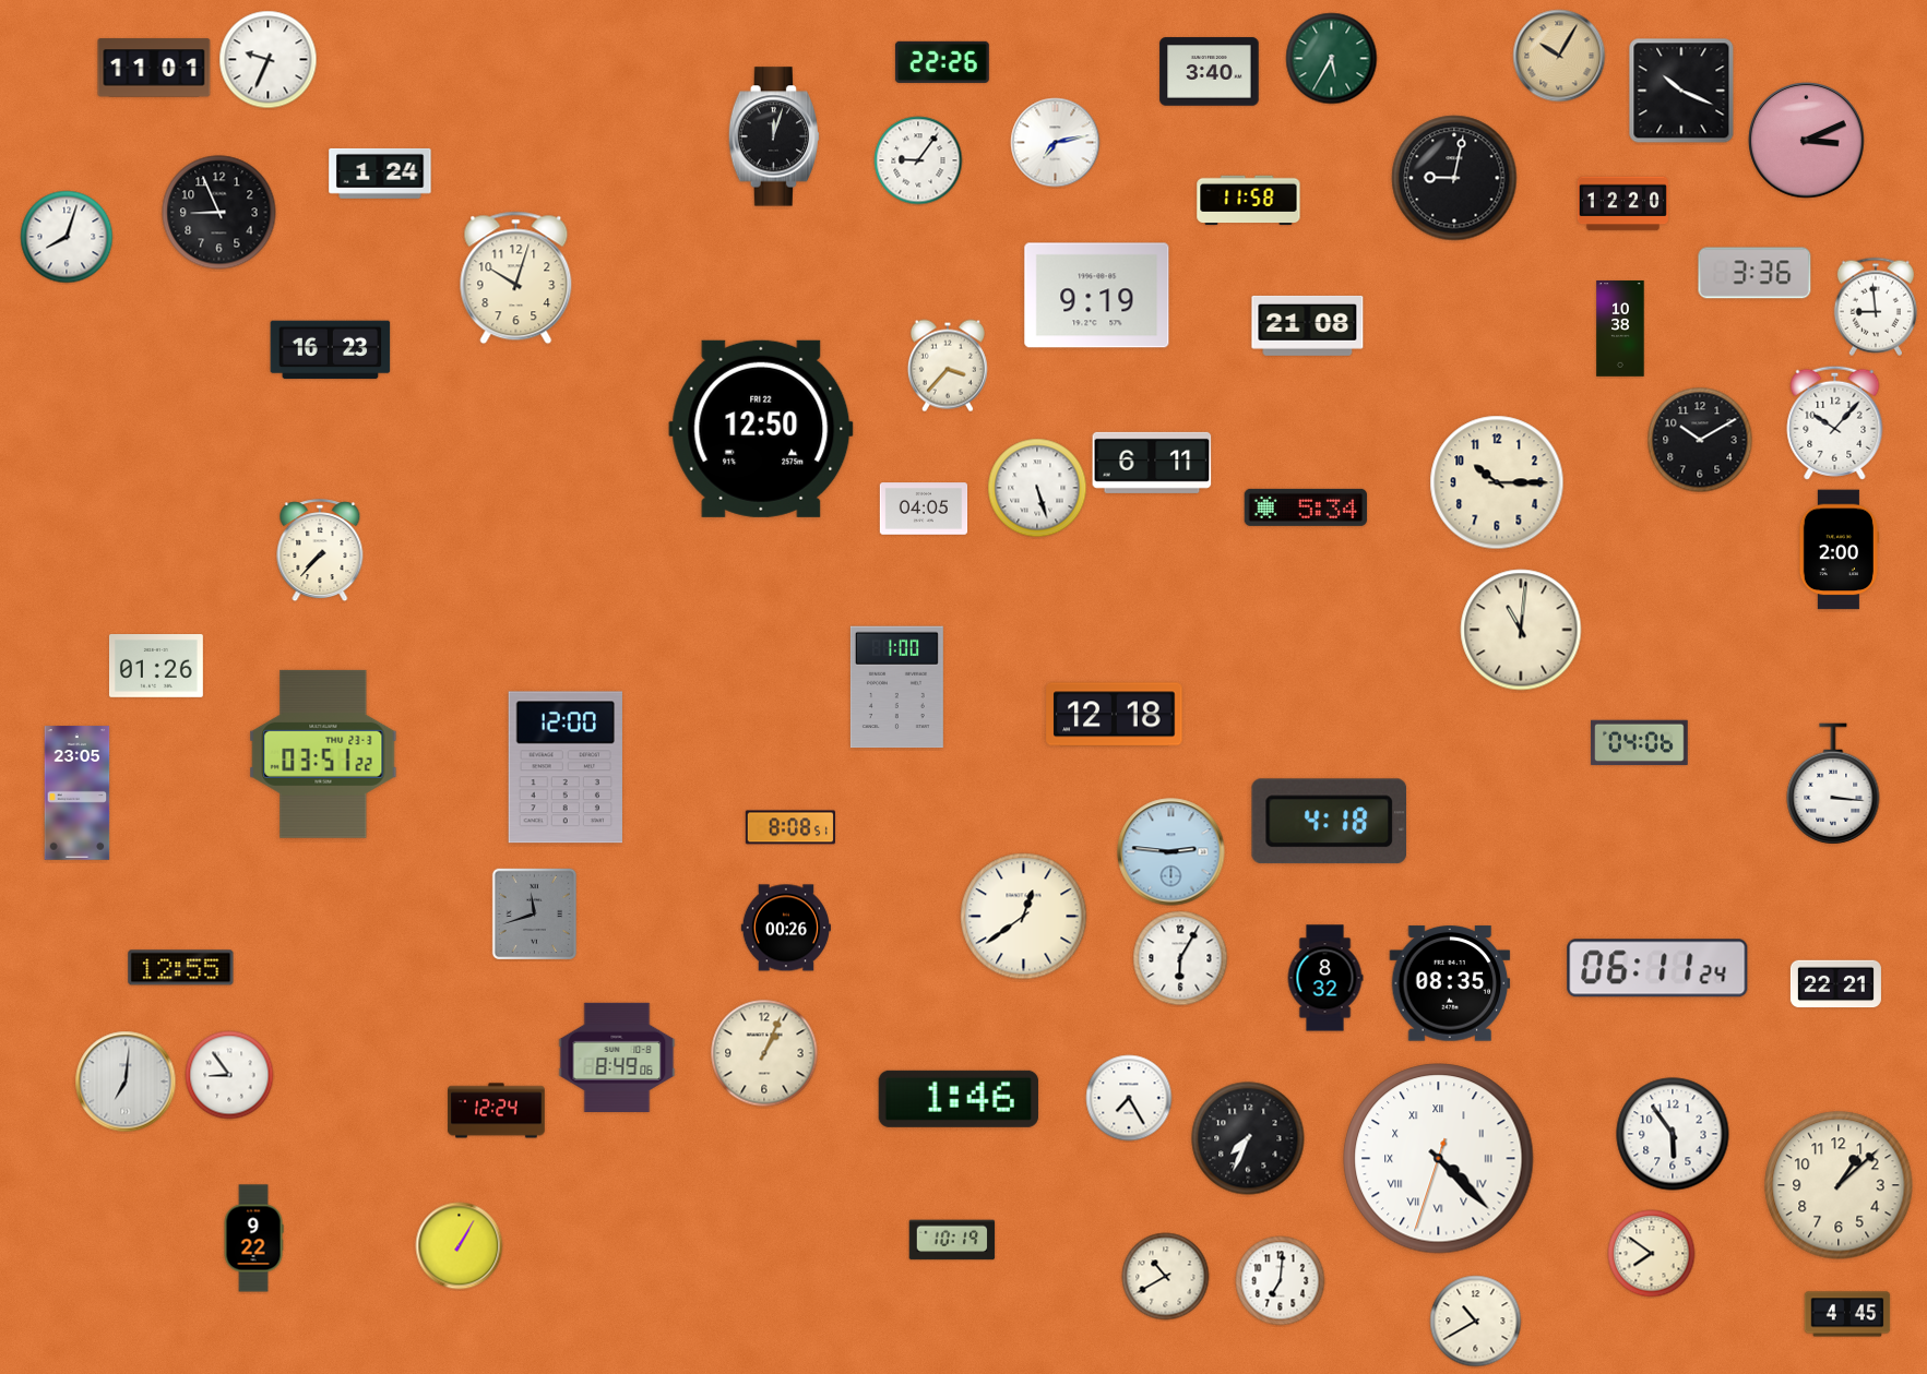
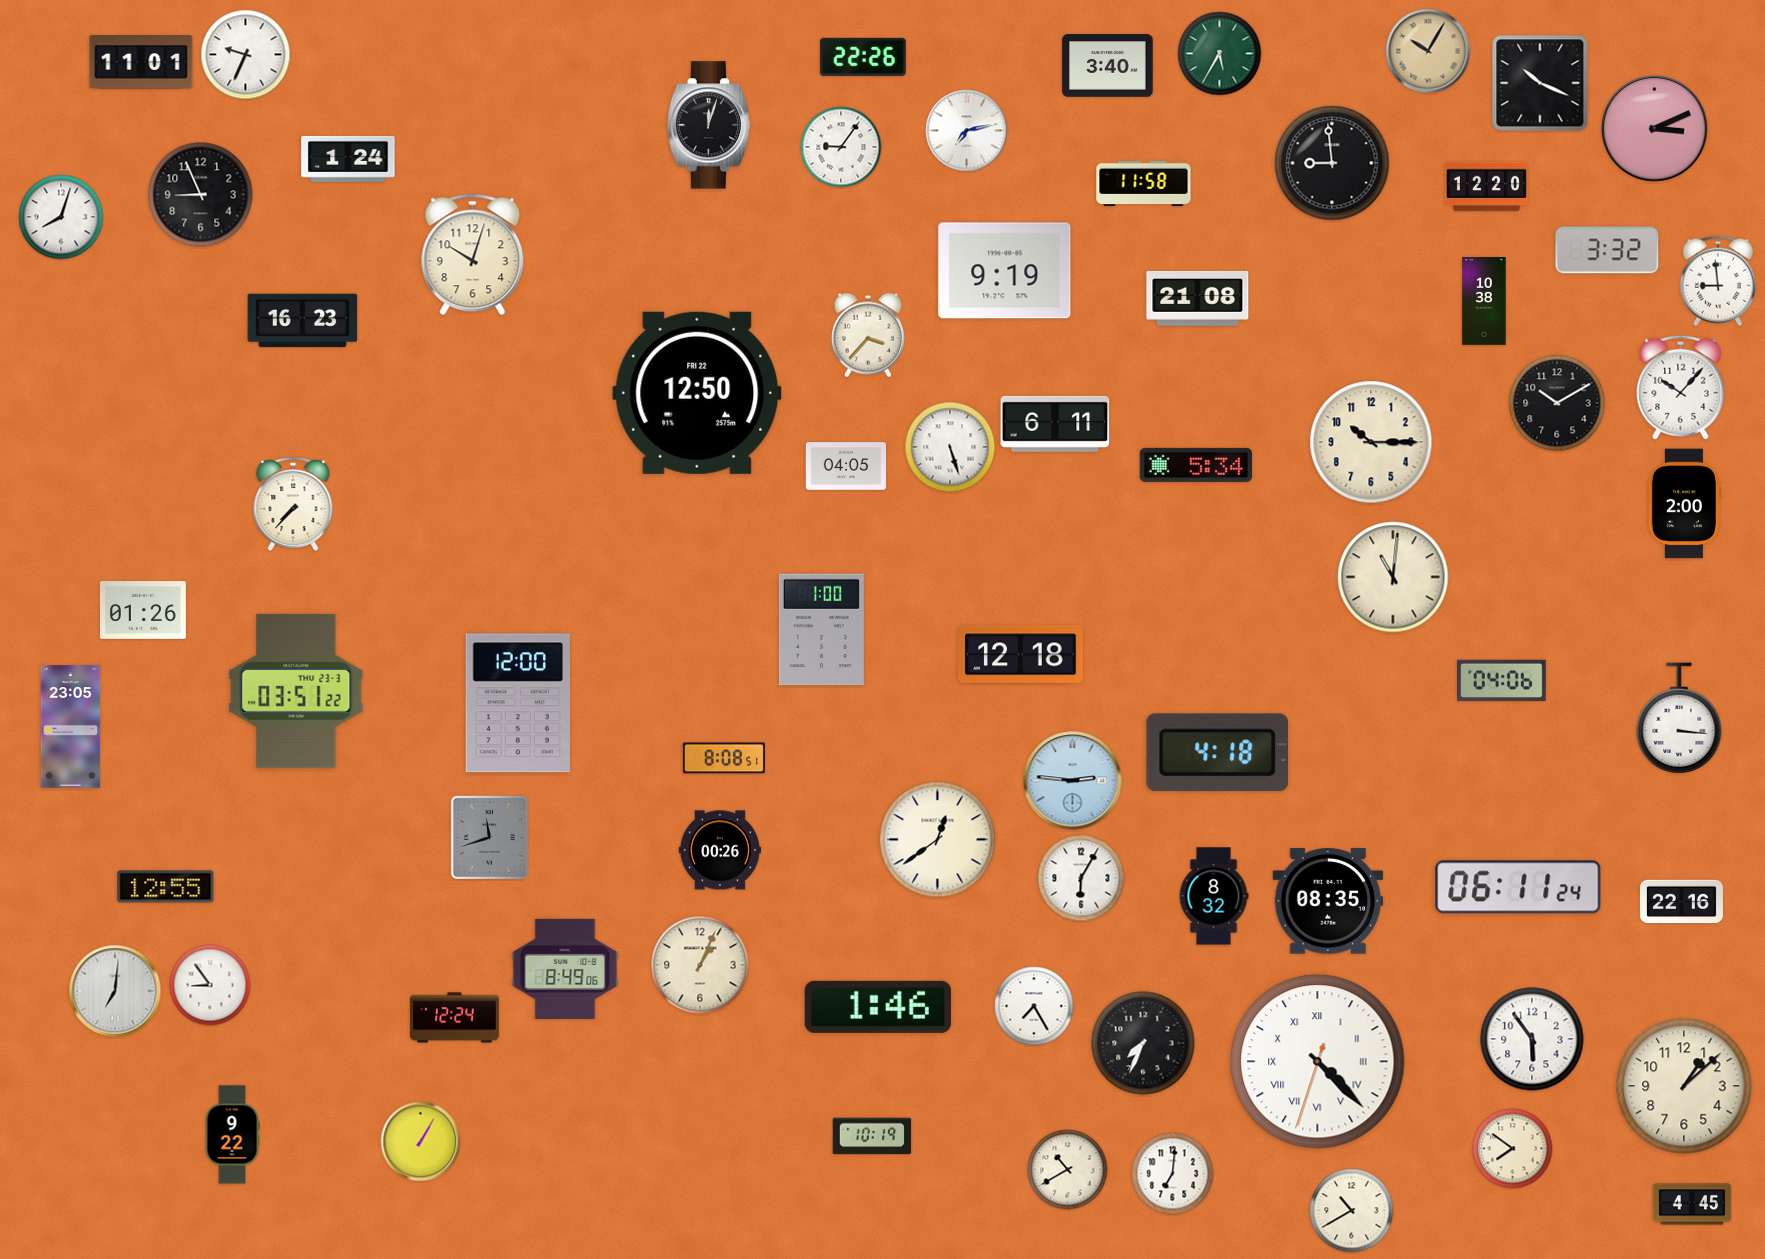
clock at (1454, 178): 9:02 -> 8:59
clock at (1754, 273): 3:36 -> 3:32
clock at (1835, 984): 22:21 -> 22:16
